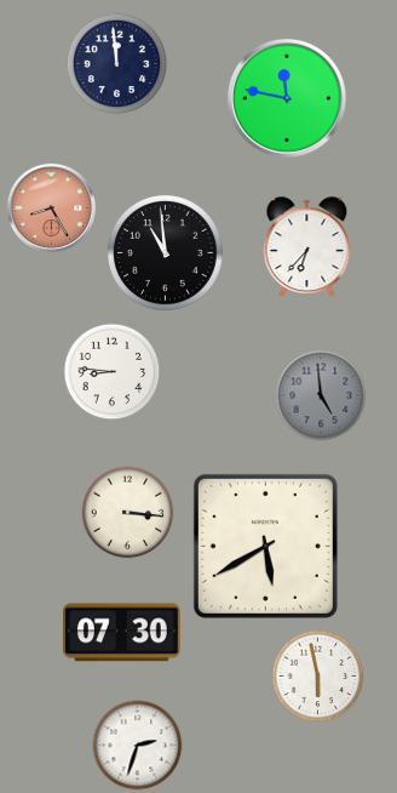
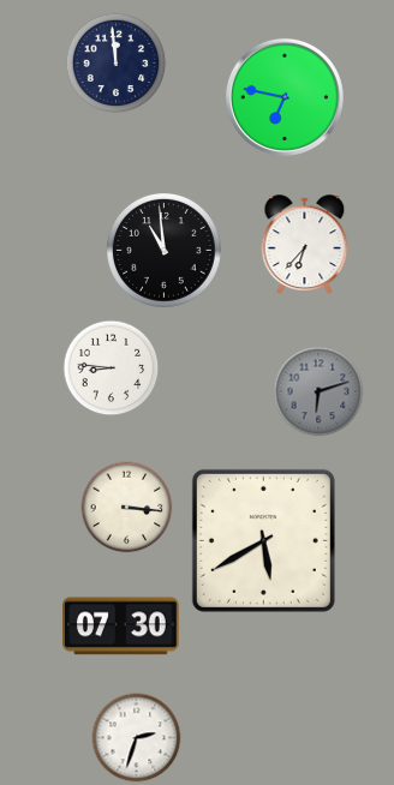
clock at (287, 98): 11:47 -> 6:47
clock at (52, 209): 8:25 -> none
clock at (321, 395): 4:59 -> 6:12
clock at (318, 677): 5:58 -> none
